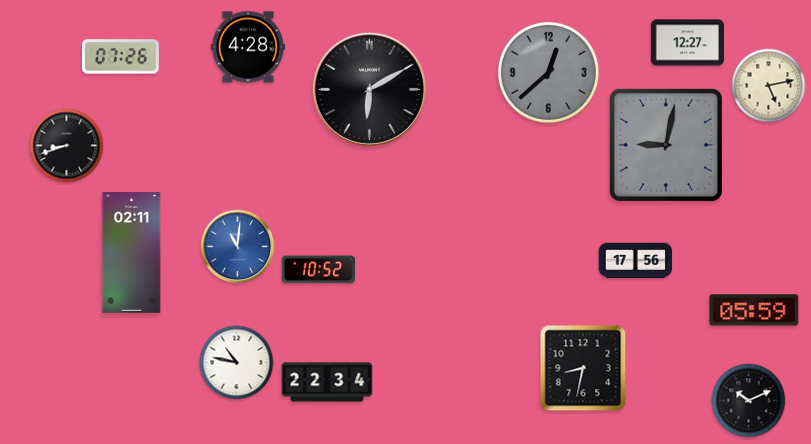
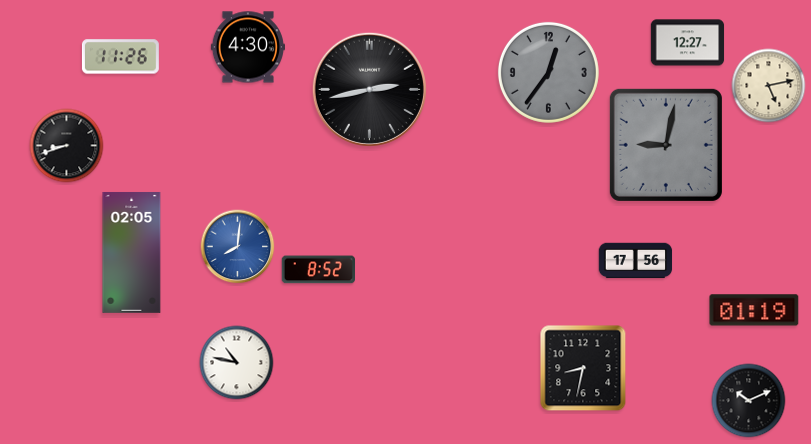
clock at (247, 47): 4:28 -> 4:30
clock at (120, 57): 07:26 -> 11:26
clock at (548, 72): 12:38 -> 12:36
clock at (369, 89): 6:10 -> 2:43
clock at (238, 247): 11:01 -> 8:01
clock at (132, 252): 02:11 -> 02:05
clock at (318, 270): 10:52 -> 8:52
clock at (754, 310): 05:59 -> 01:19
clock at (327, 382): 22:34 -> none
